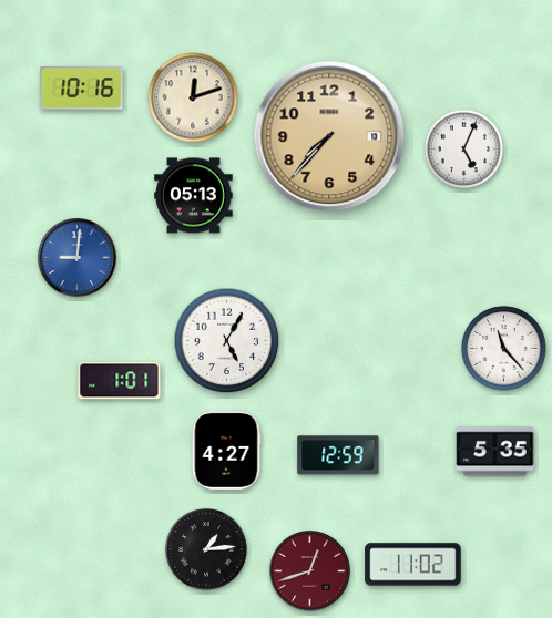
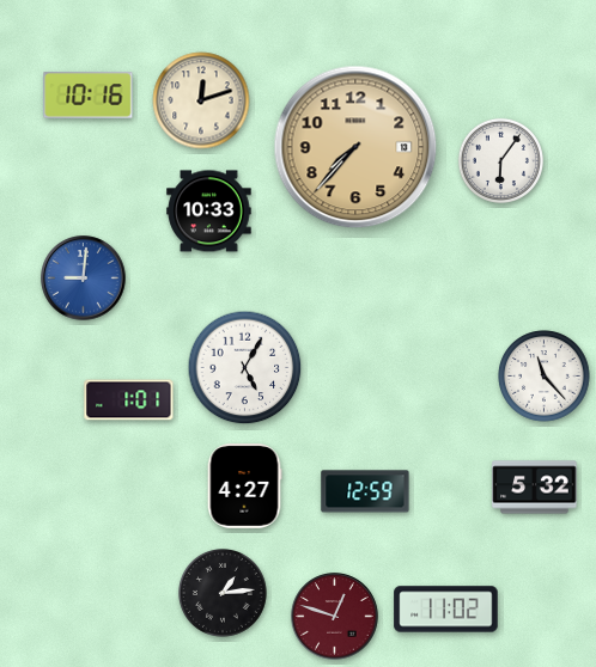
clock at (193, 97) position: (193, 97) -> (201, 100)
clock at (463, 148): 5:04 -> 6:06
clock at (194, 196): 05:13 -> 10:33
clock at (120, 381) position: (120, 381) -> (129, 400)
clock at (495, 452): 5:35 -> 5:32
clock at (310, 571): 12:42 -> 12:48
